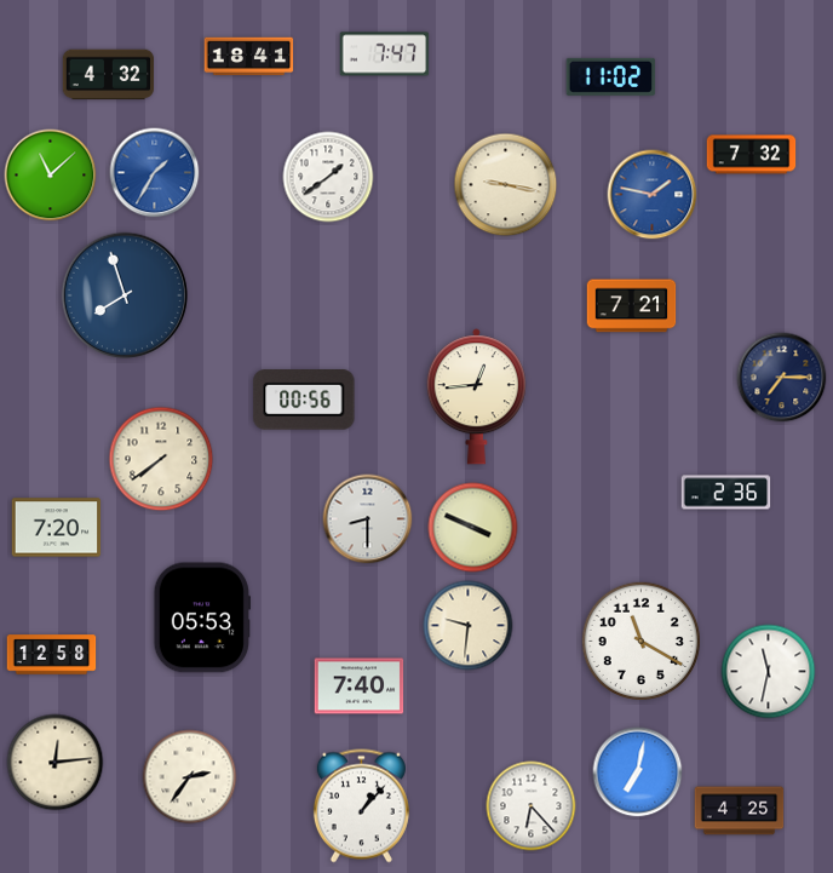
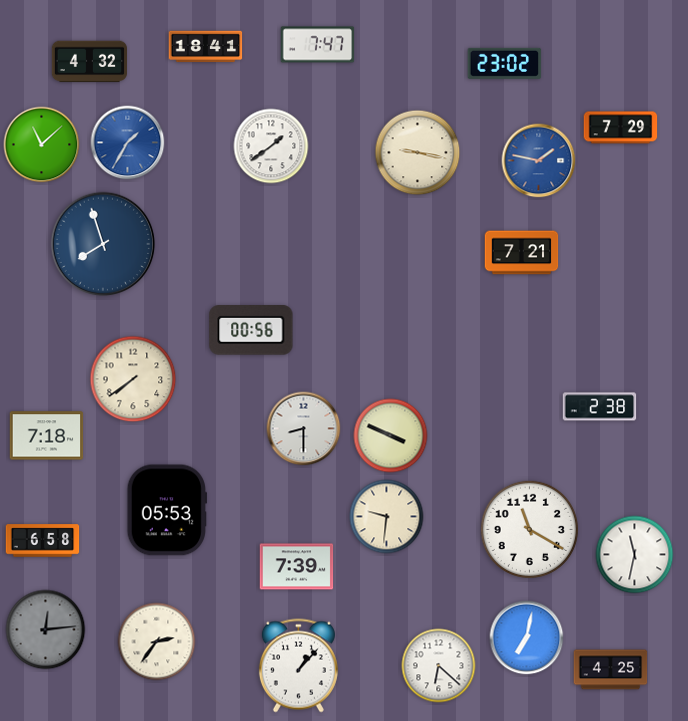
clock at (611, 76): 11:02 -> 23:02
clock at (752, 155): 7:32 -> 7:29
clock at (782, 378): 7:15 -> none
clock at (476, 397): 12:44 -> none
clock at (726, 493): 2:36 -> 2:38
clock at (57, 528): 7:20 -> 7:18
clock at (52, 655): 12:58 -> 6:58
clock at (360, 687): 7:40 -> 7:39
clock at (56, 763) dial: cream -> grey
clock at (532, 806): 6:23 -> 6:22
